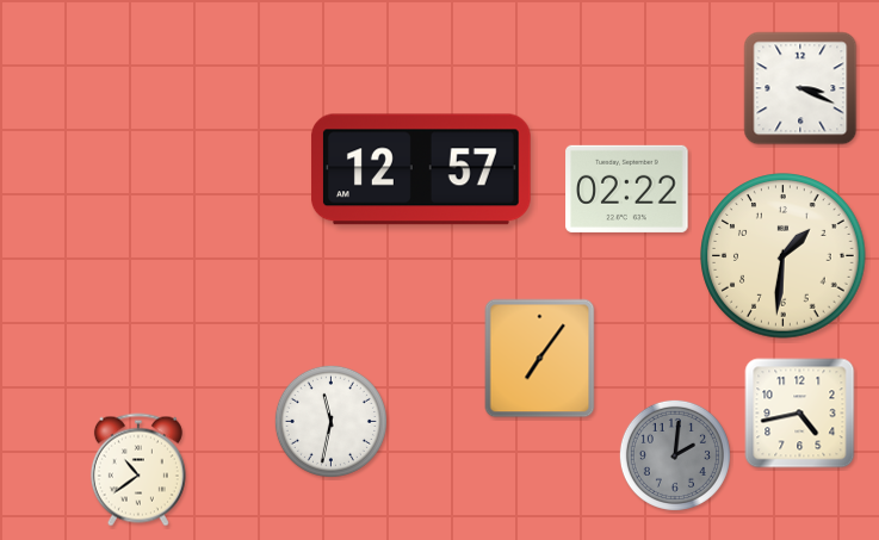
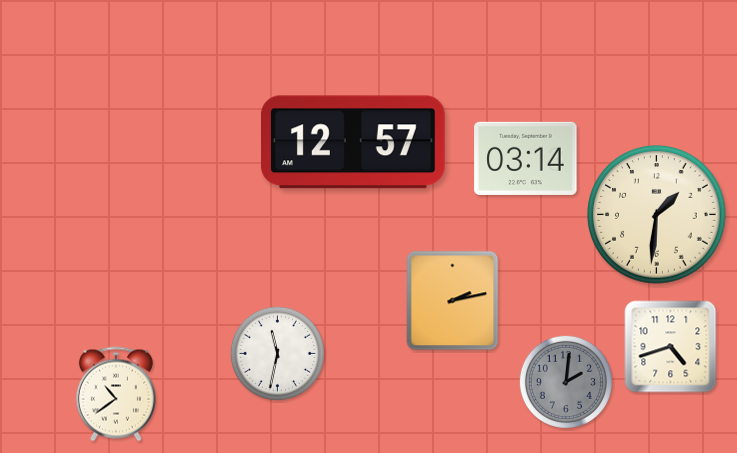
clock at (800, 88): 3:19 -> none
clock at (627, 188): 02:22 -> 03:14
clock at (540, 359): 7:06 -> 2:13
clock at (800, 414): 4:43 -> 4:42
